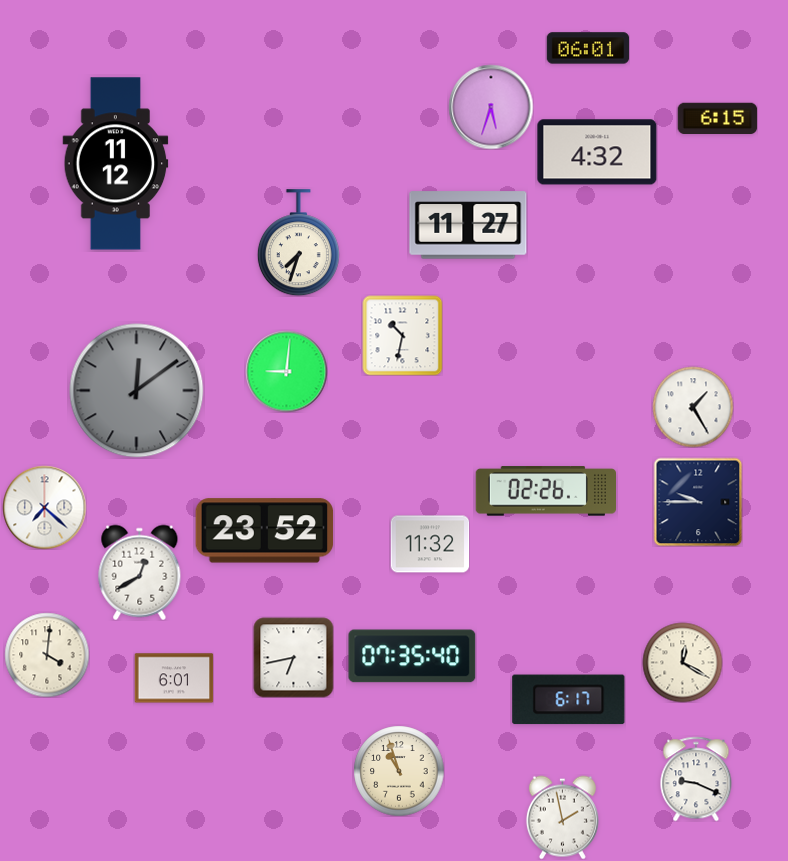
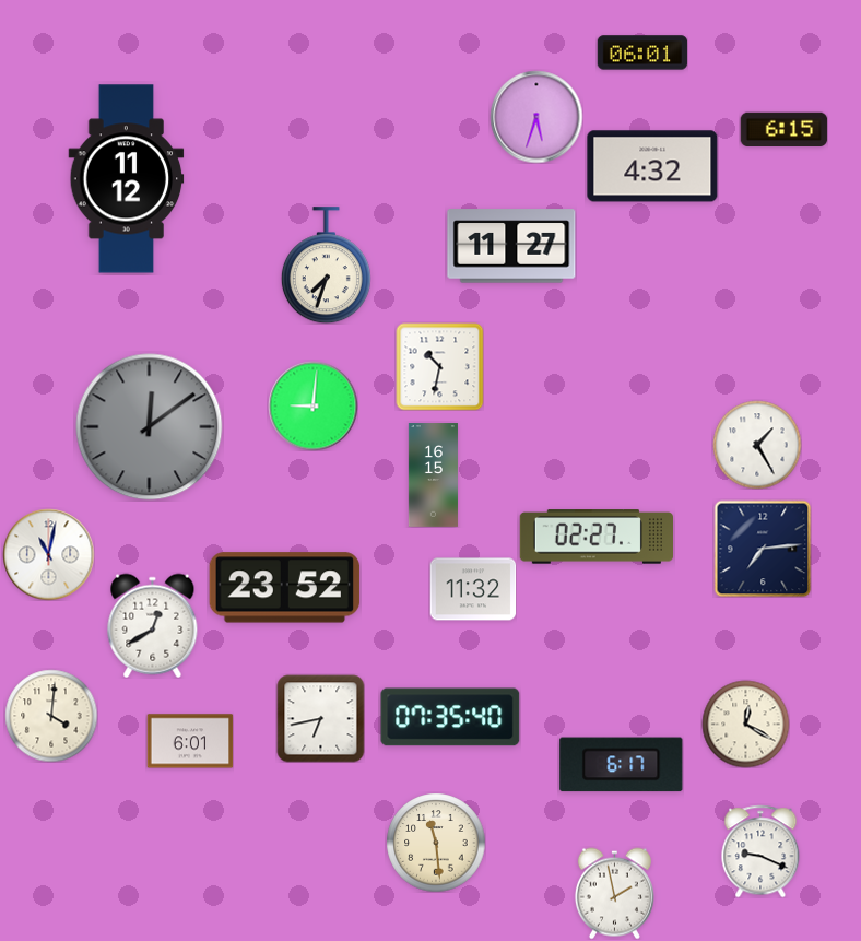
clock at (433, 475): none -> 16:15
clock at (545, 491): 02:26 -> 02:27
clock at (698, 502): 9:45 -> 7:14
clock at (44, 507): 7:22 -> 11:02
clock at (265, 531) position: (265, 531) -> (285, 588)
clock at (430, 544) position: (430, 544) -> (473, 589)
clock at (399, 771): 10:57 -> 11:29
